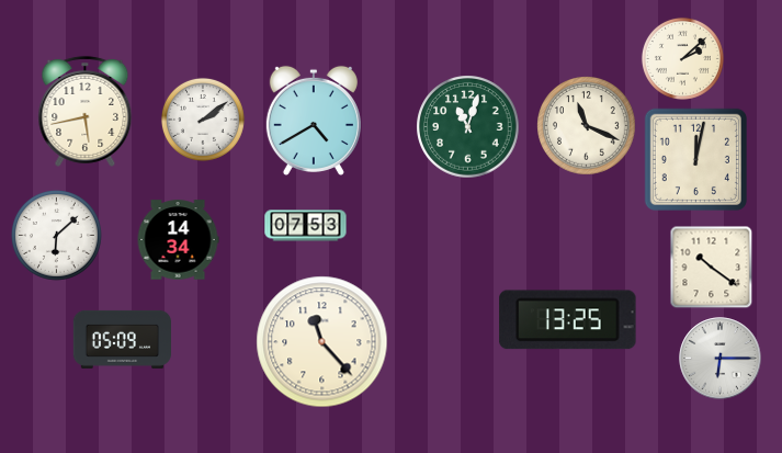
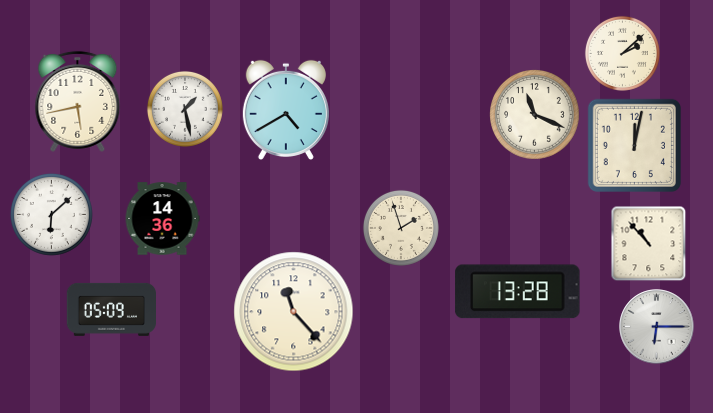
clock at (203, 120): 2:09 -> 1:28
clock at (468, 127): 11:03 -> none
clock at (306, 226): 07:53 -> none
clock at (178, 240): 14:34 -> 14:36
clock at (401, 228): none -> 1:57
clock at (712, 268): 10:21 -> 10:53
clock at (568, 320): 13:25 -> 13:28
